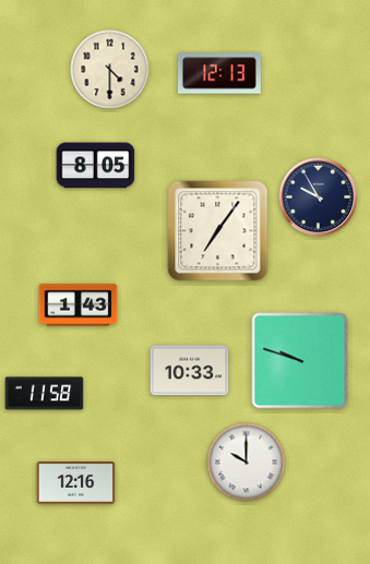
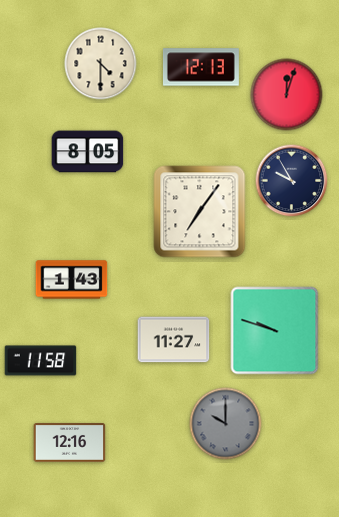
clock at (287, 95): none -> 12:03
clock at (190, 371): 10:33 -> 11:27
clock at (247, 463) dial: white -> grey
